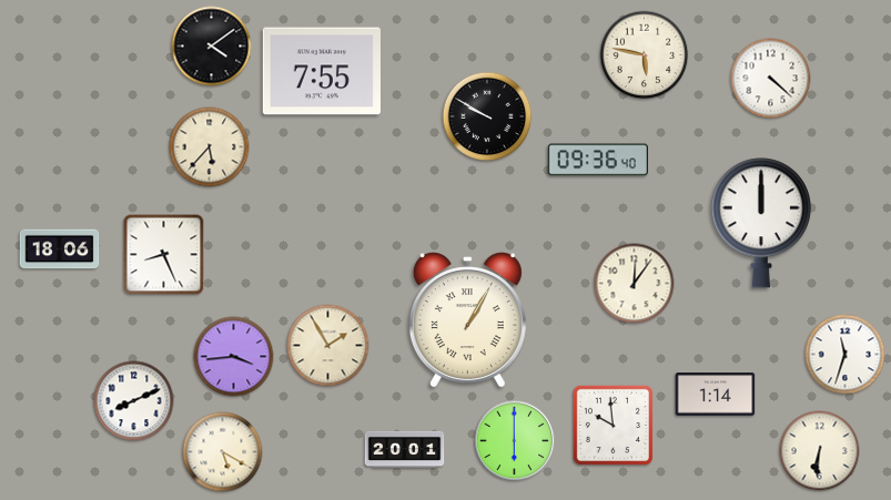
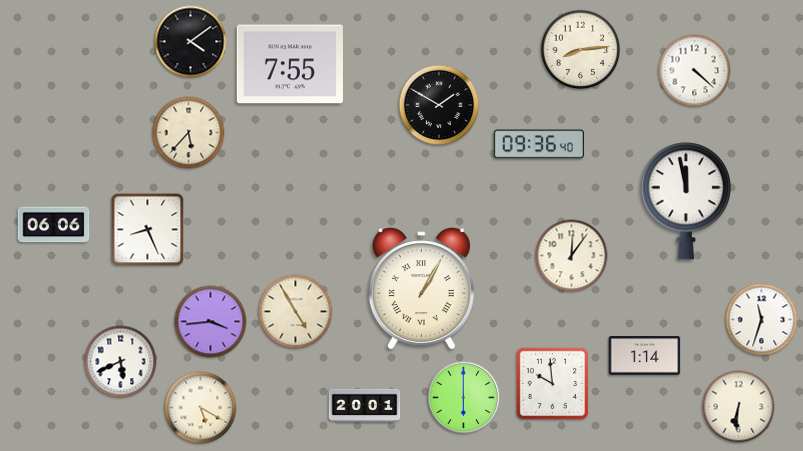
clock at (645, 55): 5:47 -> 8:14
clock at (487, 116): 9:50 -> 1:50
clock at (761, 223): 12:00 -> 11:58
clock at (60, 249): 18:06 -> 06:06
clock at (328, 346): 1:55 -> 4:55
clock at (134, 401): 8:11 -> 5:41
